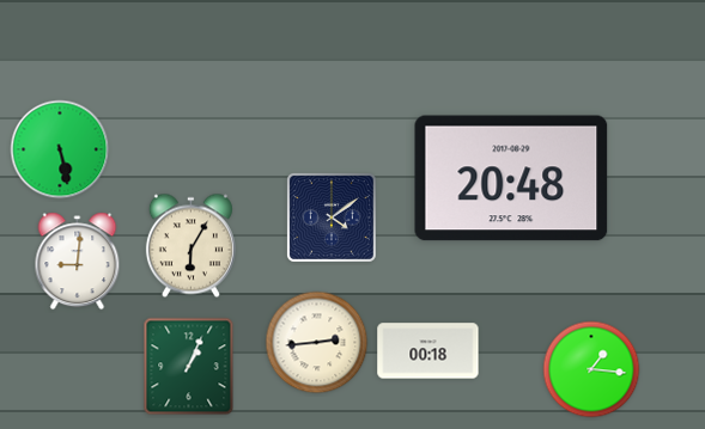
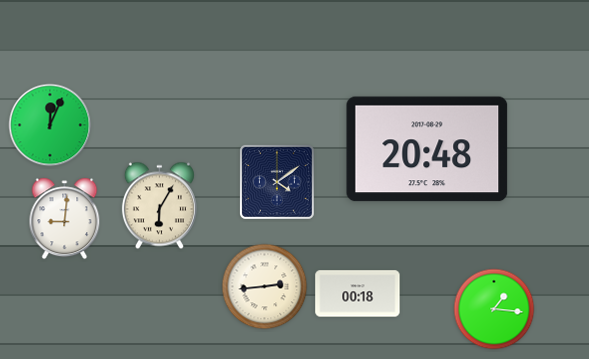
clock at (60, 149): 5:28 -> 12:04
clock at (189, 367): 1:04 -> none
